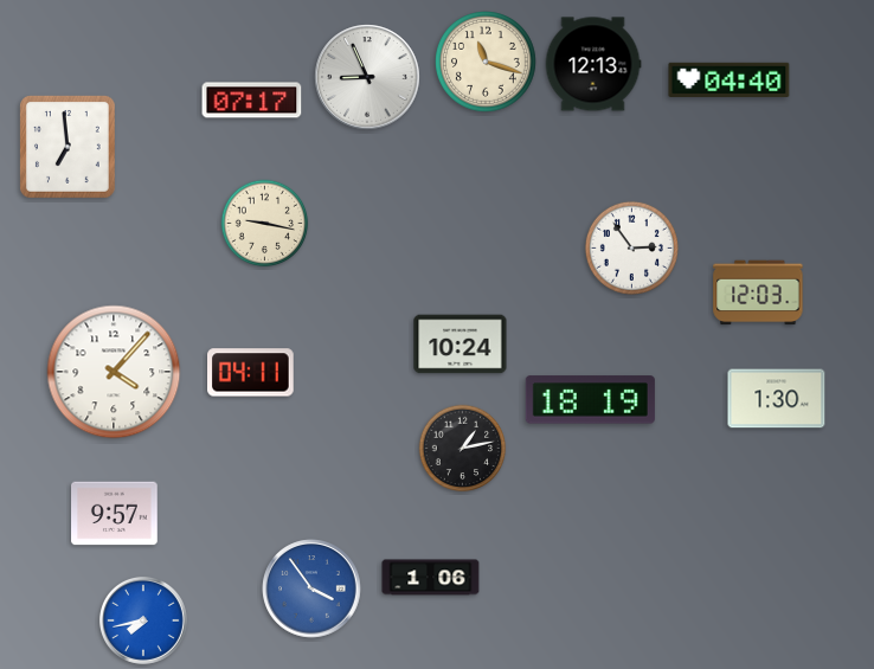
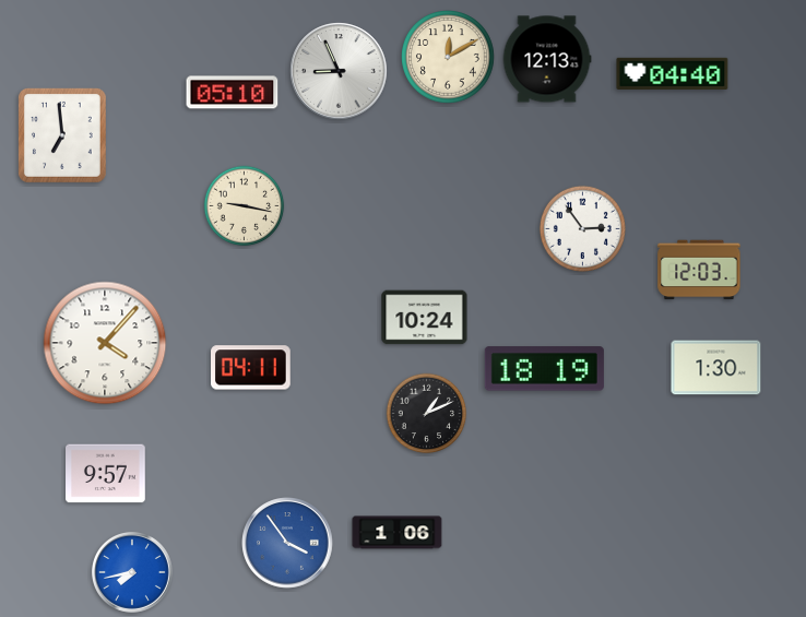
clock at (487, 63): 11:18 -> 12:10
clock at (252, 101): 07:17 -> 05:10
clock at (251, 373) position: (251, 373) -> (251, 368)
clock at (463, 449): 1:13 -> 1:11
